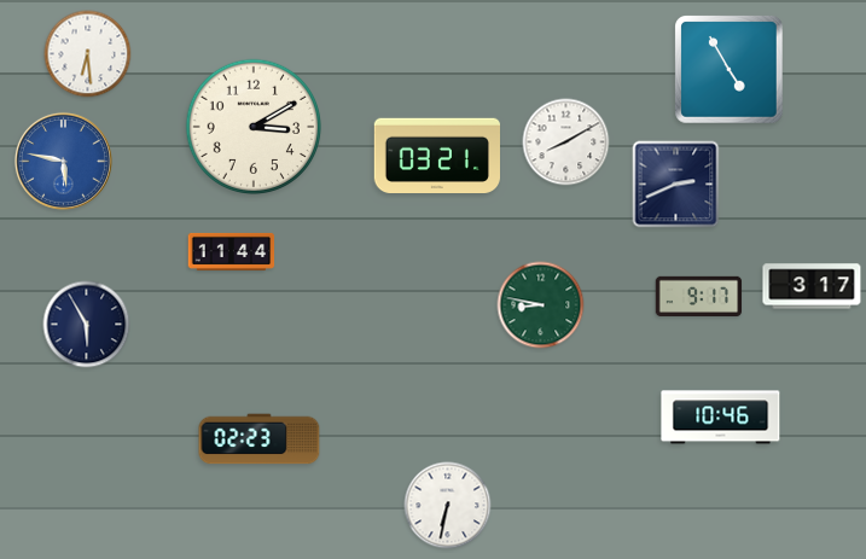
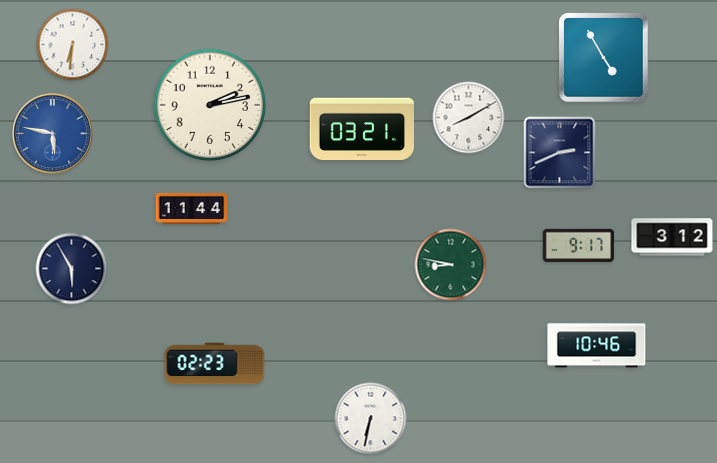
clock at (88, 54): 6:29 -> 6:31
clock at (252, 126): 3:10 -> 2:13
clock at (812, 286): 3:17 -> 3:12
clock at (541, 305) position: (541, 305) -> (451, 265)
